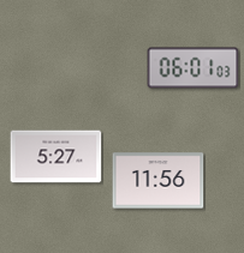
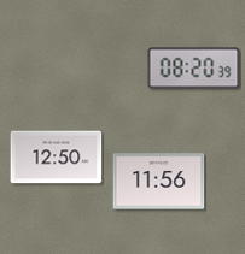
clock at (194, 68): 06:01 -> 08:20
clock at (56, 157): 5:27 -> 12:50
